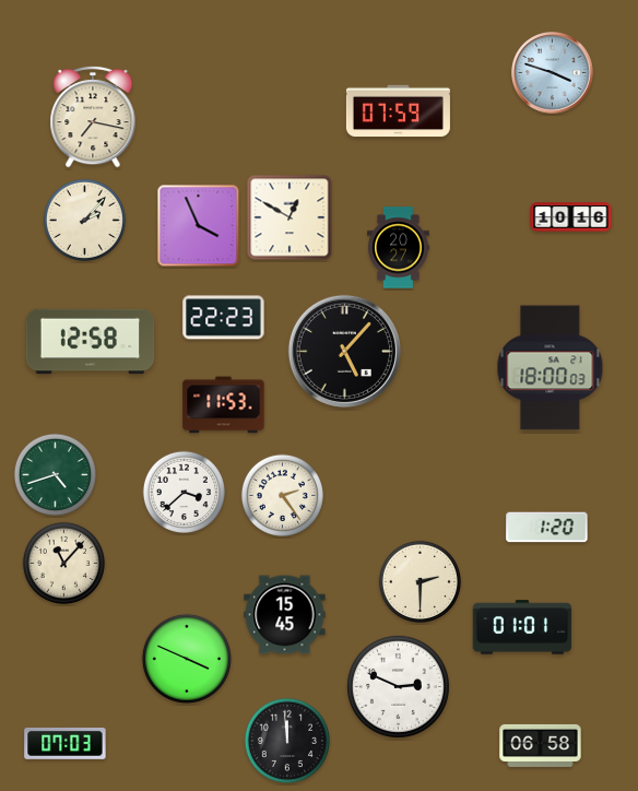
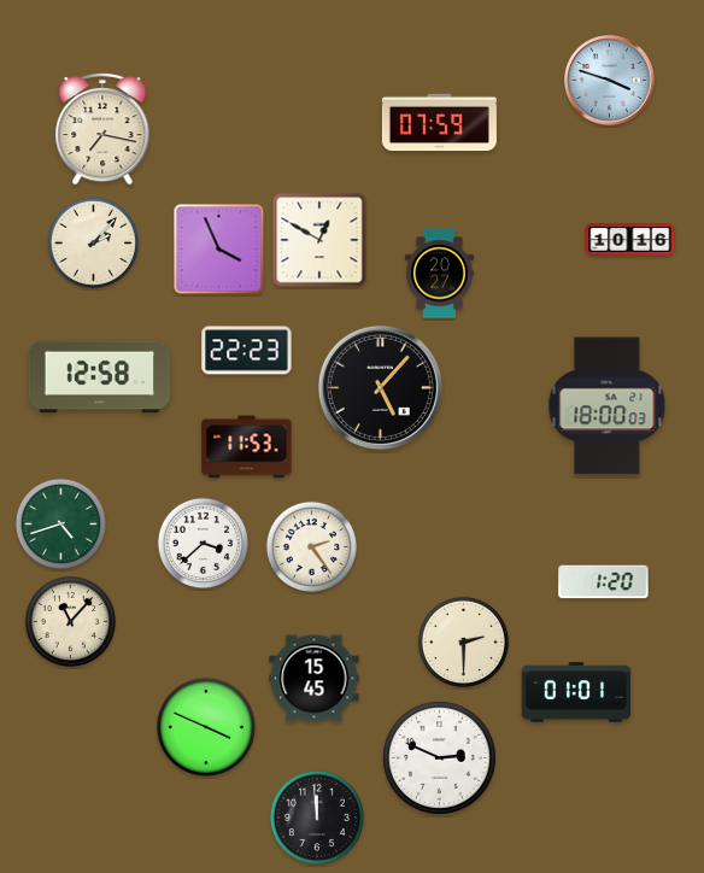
clock at (66, 743): 07:03 -> none
clock at (541, 745): 06:58 -> none
